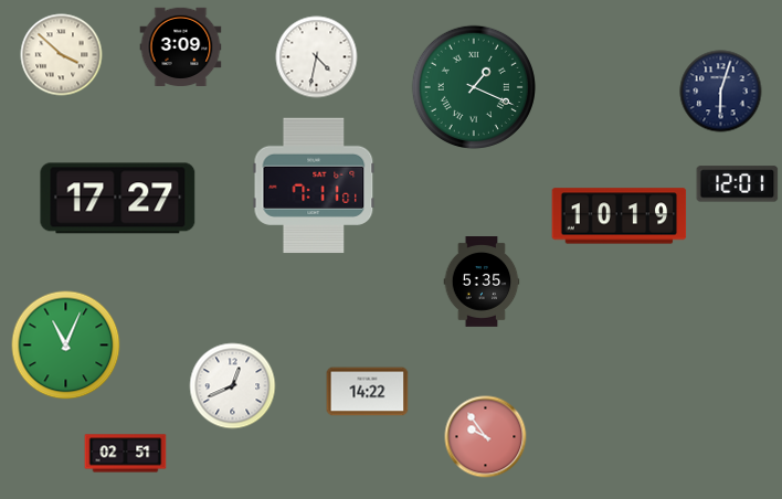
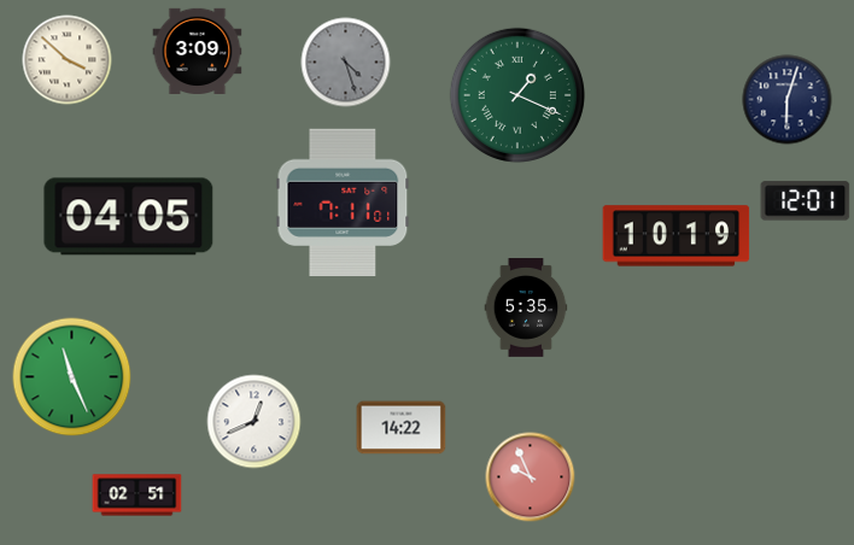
clock at (317, 57): 4:32 -> 4:27
clock at (317, 57) dial: white -> grey
clock at (118, 199): 17:27 -> 04:05
clock at (66, 346): 11:04 -> 11:26
clock at (486, 437): 9:54 -> 9:56
